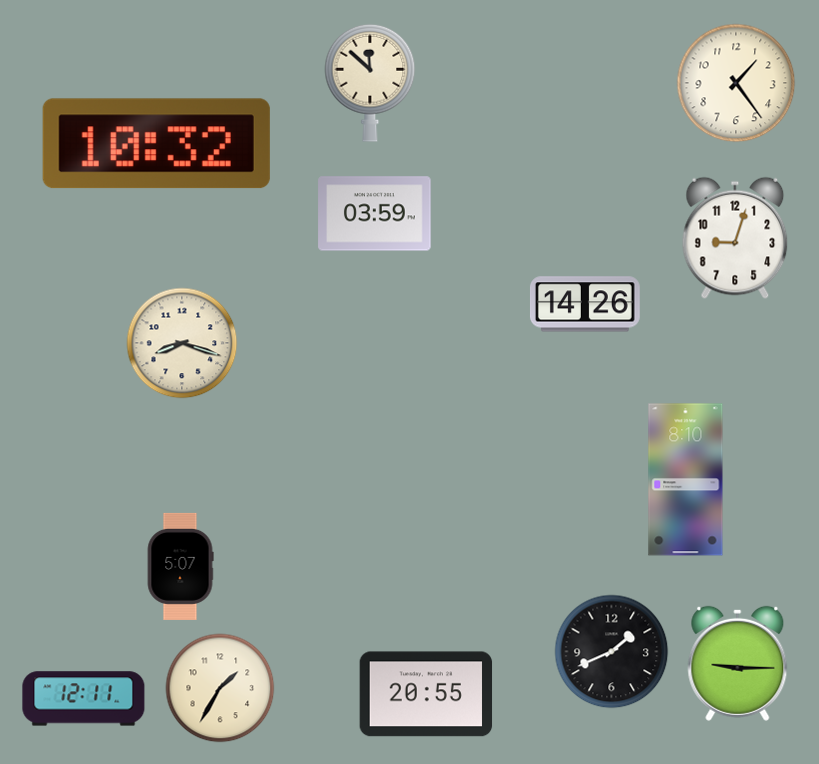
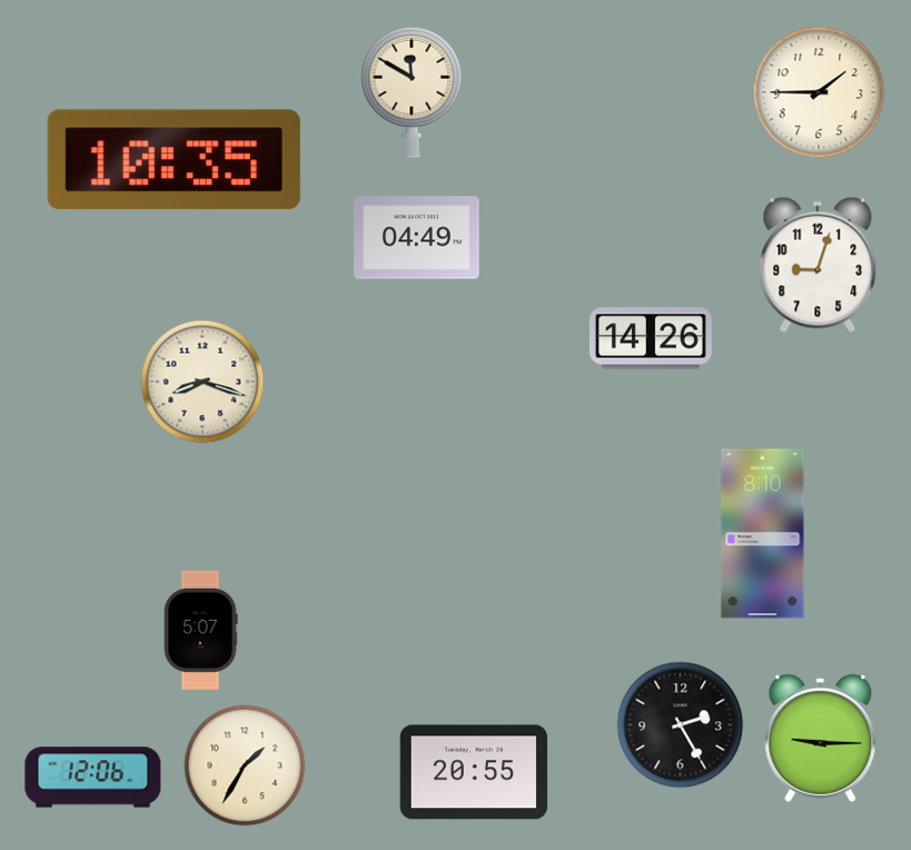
clock at (370, 83): 11:52 -> 11:50
clock at (736, 83): 1:24 -> 1:45
clock at (156, 144): 10:32 -> 10:35
clock at (375, 214): 03:59 -> 04:49
clock at (612, 652): 1:41 -> 2:25
clock at (84, 699): 12:11 -> 12:06
